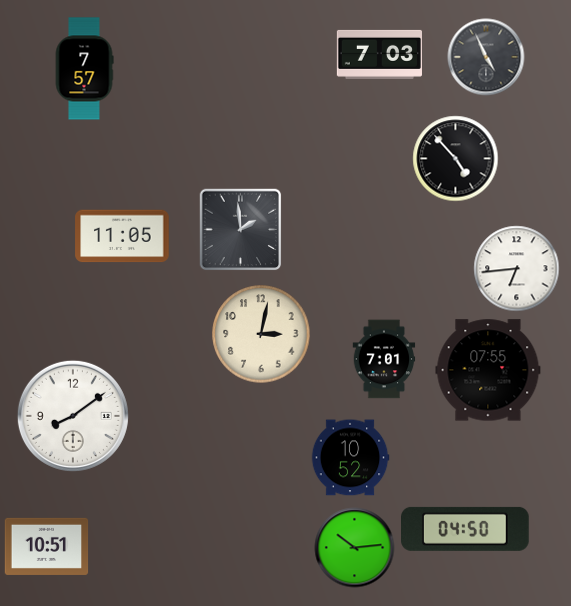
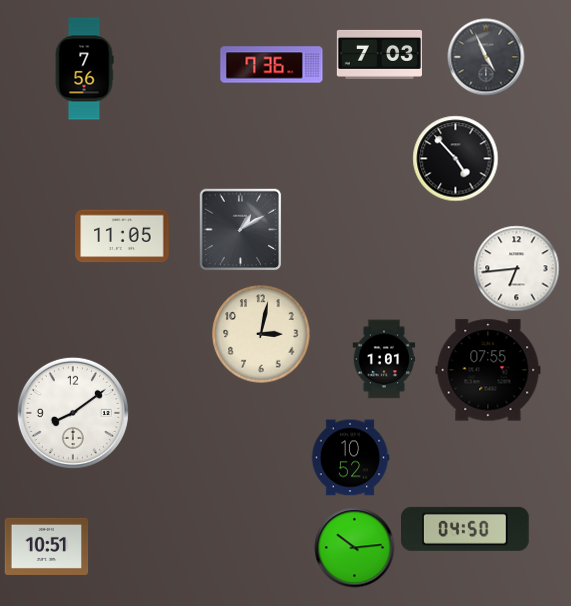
clock at (272, 65): none -> 7:36
clock at (84, 69): 7:57 -> 7:56
clock at (240, 229): 1:59 -> 1:10
clock at (384, 359): 7:01 -> 1:01
clock at (73, 416) position: (73, 416) -> (73, 413)
